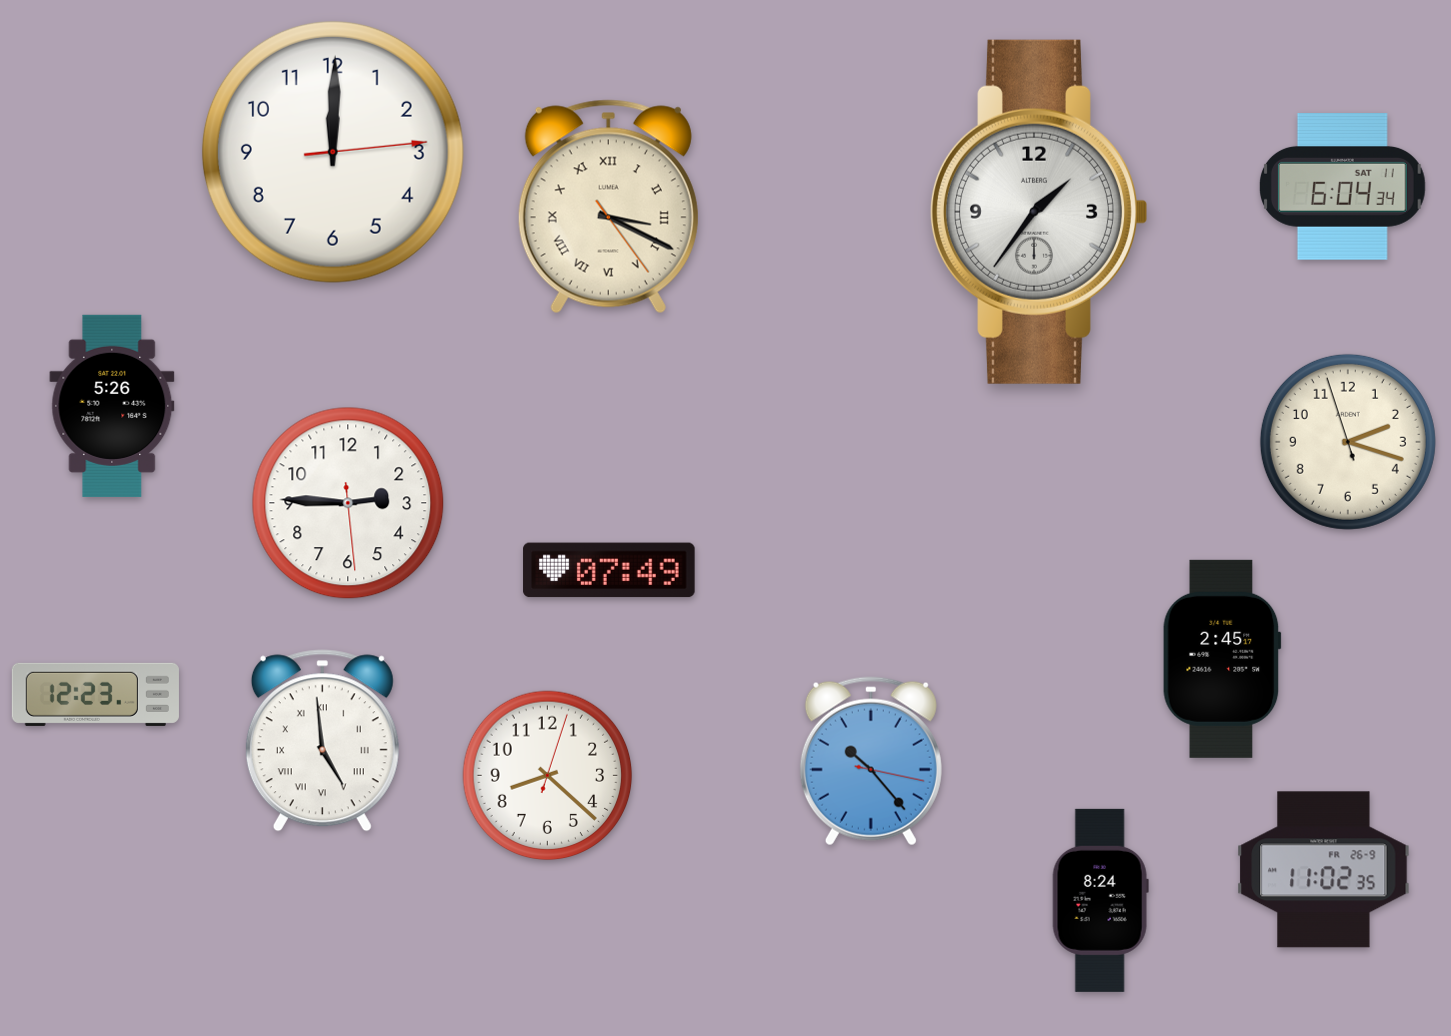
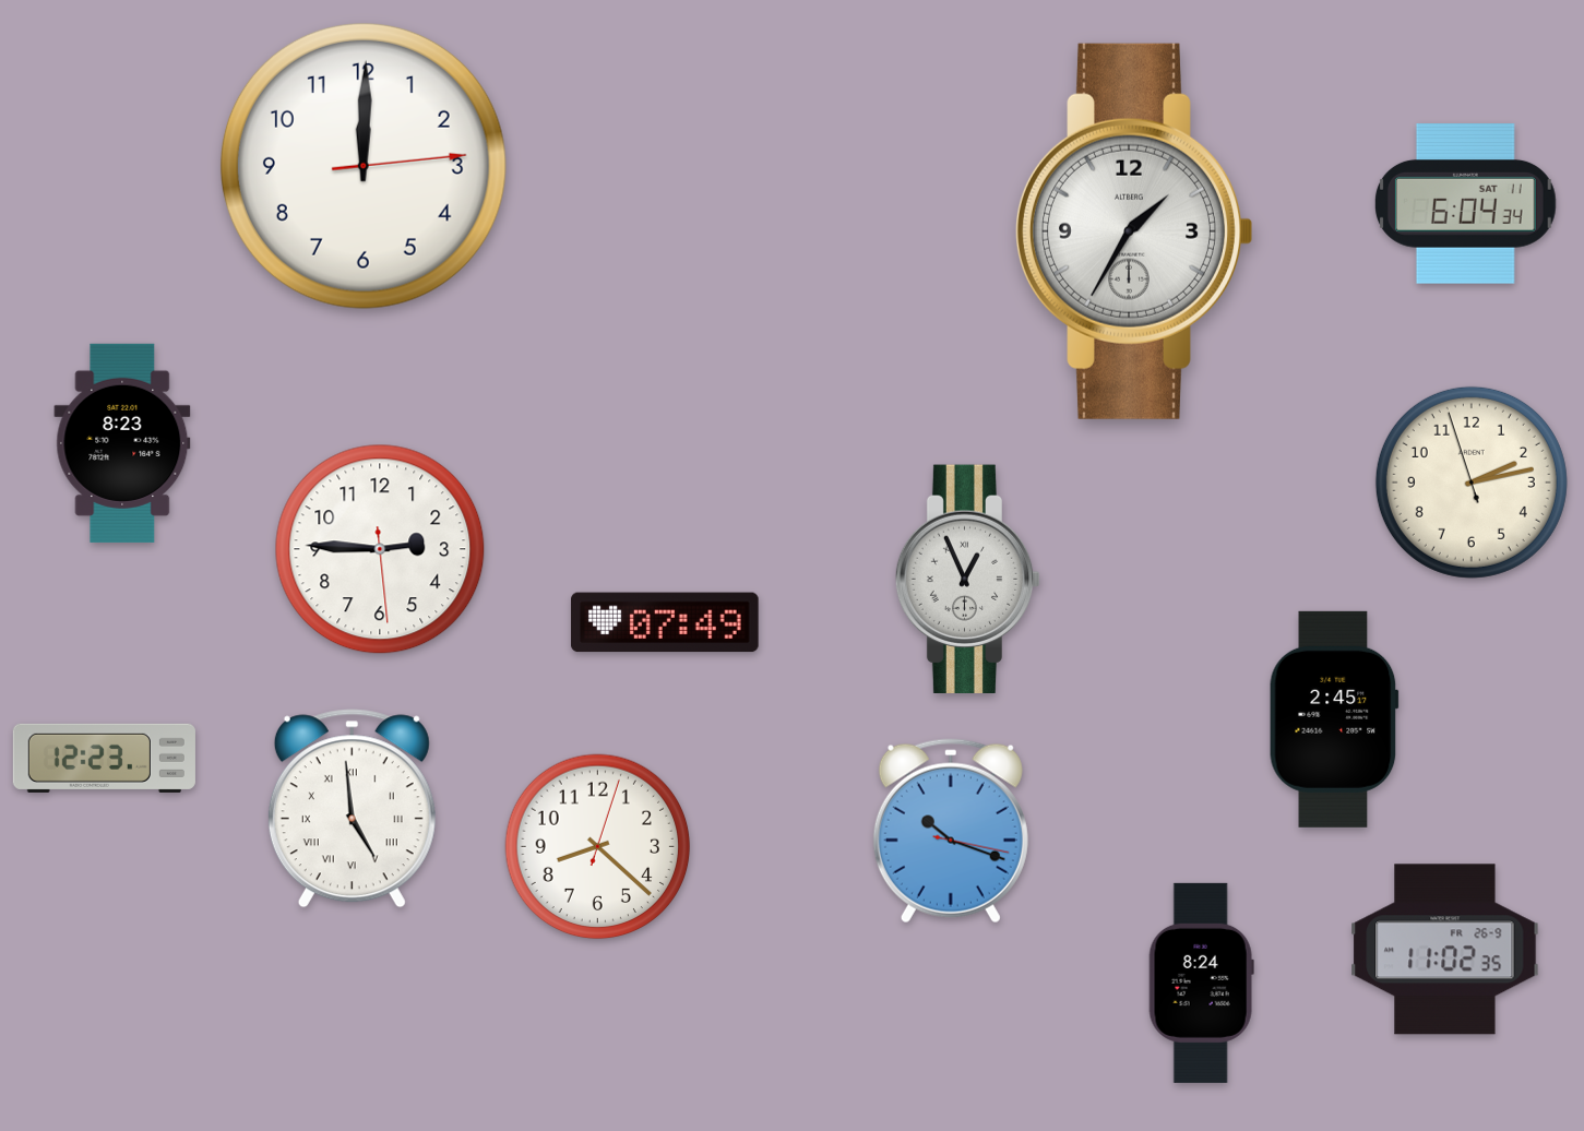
clock at (608, 207): 3:19 -> none
clock at (1038, 212): 1:36 -> 1:35
clock at (112, 406): 5:26 -> 8:23
clock at (1348, 442): 2:17 -> 2:12
clock at (968, 579): none -> 12:56
clock at (871, 761): 10:23 -> 10:18
